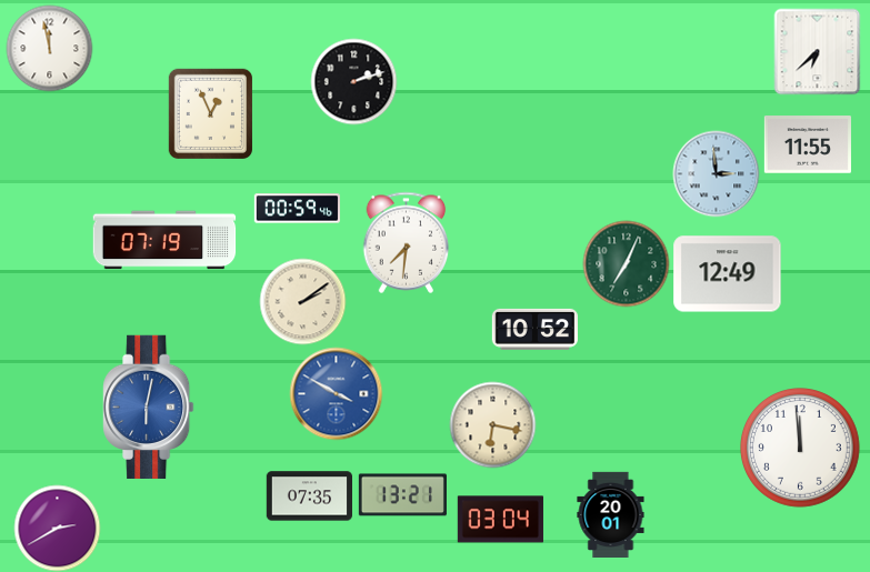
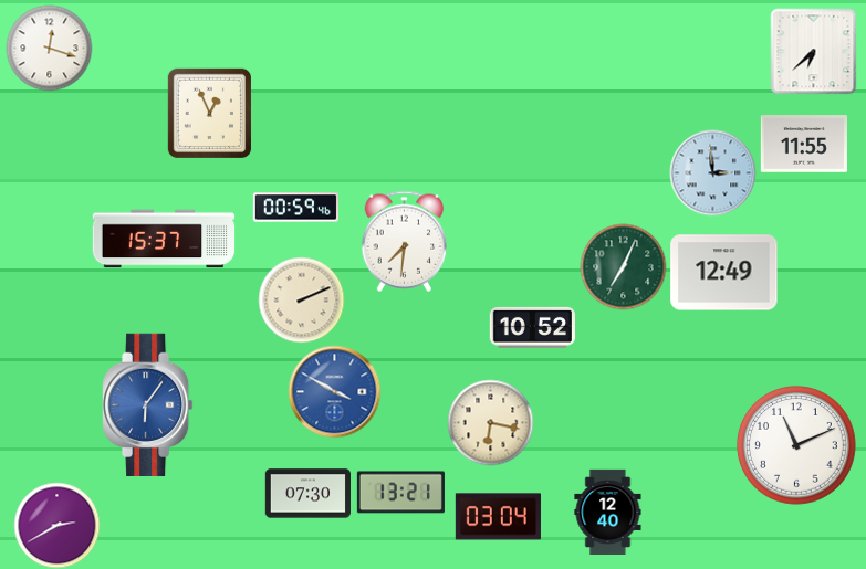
clock at (49, 48): 11:58 -> 12:18
clock at (353, 81): 2:12 -> none
clock at (164, 240): 07:19 -> 15:37
clock at (626, 263) position: (626, 263) -> (623, 266)
clock at (302, 301): 2:09 -> 2:11
clock at (149, 407): 6:02 -> 6:06
clock at (801, 449): 11:59 -> 11:11
clock at (309, 496): 07:35 -> 07:30
clock at (611, 514): 20:01 -> 12:40
